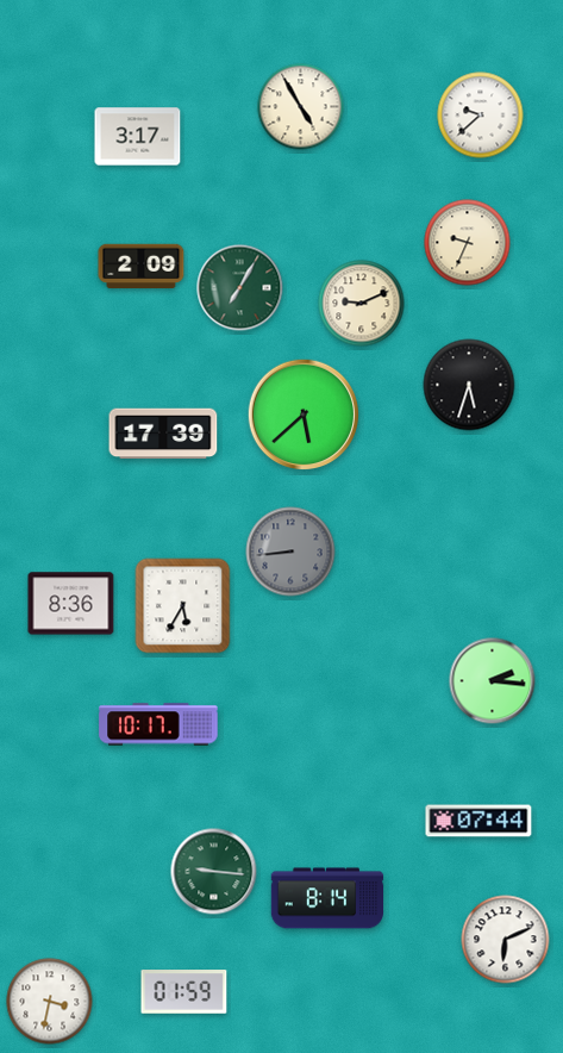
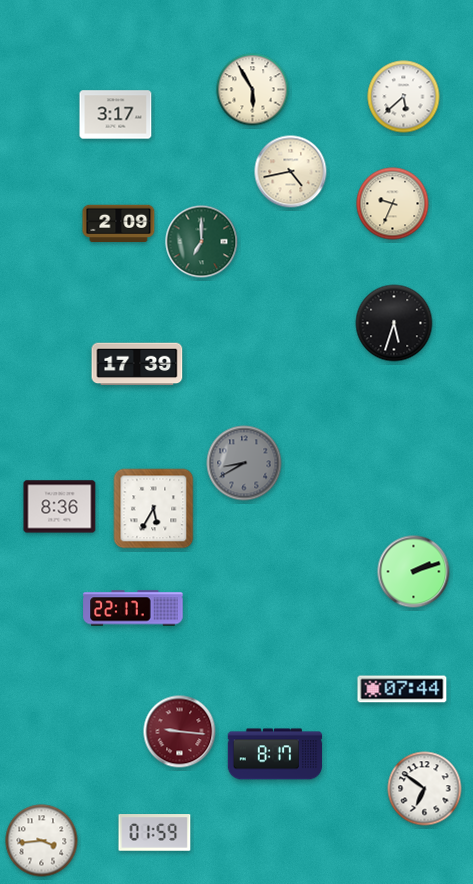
clock at (301, 107): 4:55 -> 5:55
clock at (481, 116): 9:38 -> 5:38
clock at (291, 172): none -> 4:43
clock at (240, 288): 7:05 -> 7:00
clock at (362, 304): 9:11 -> none
clock at (304, 415): 5:38 -> none
clock at (290, 552): 8:44 -> 8:40
clock at (493, 681): 2:16 -> 2:12
clock at (158, 724): 10:17 -> 22:17
clock at (214, 872) dial: green -> burgundy
clock at (327, 898): 8:14 -> 8:17
clock at (506, 940): 6:11 -> 6:51
clock at (50, 1002): 3:32 -> 3:44
